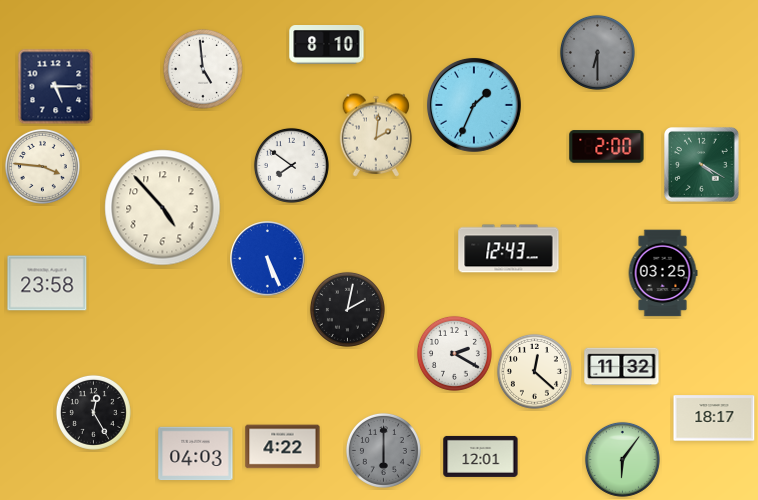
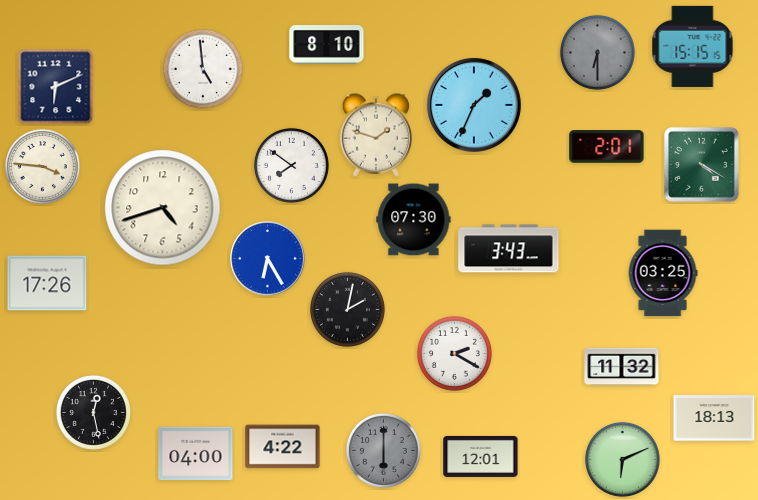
clock at (693, 46): none -> 15:15
clock at (56, 87): 5:15 -> 6:11
clock at (375, 135): 2:01 -> 1:48
clock at (607, 147): 2:00 -> 2:01
clock at (163, 208): 4:53 -> 4:42
clock at (414, 220): none -> 07:30
clock at (509, 249): 12:43 -> 3:43
clock at (268, 259): 5:26 -> 6:25
clock at (47, 283): 23:58 -> 17:26
clock at (534, 371): 12:22 -> none
clock at (93, 412): 12:25 -> 12:28
clock at (714, 418): 18:17 -> 18:13
clock at (196, 454): 04:03 -> 04:00
clock at (622, 459): 6:06 -> 6:11
